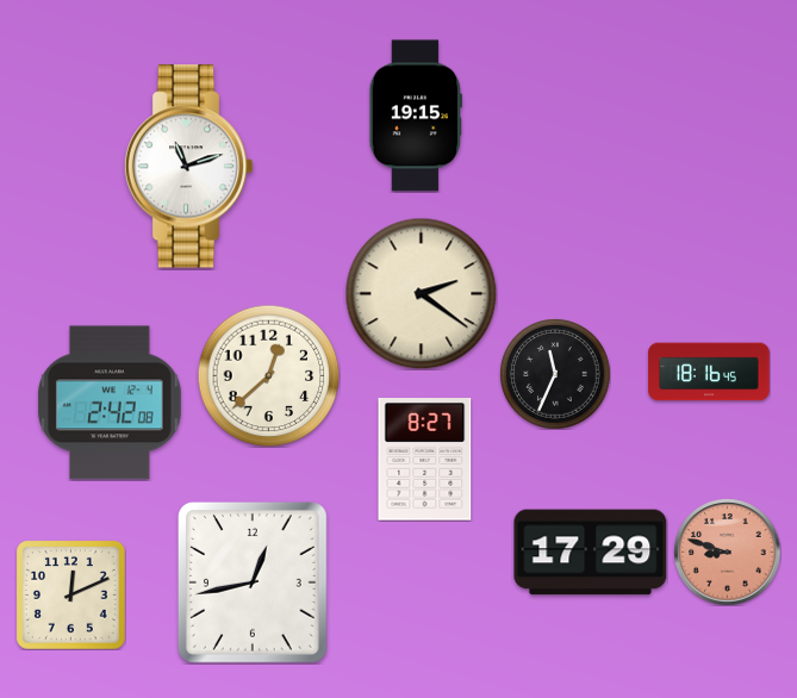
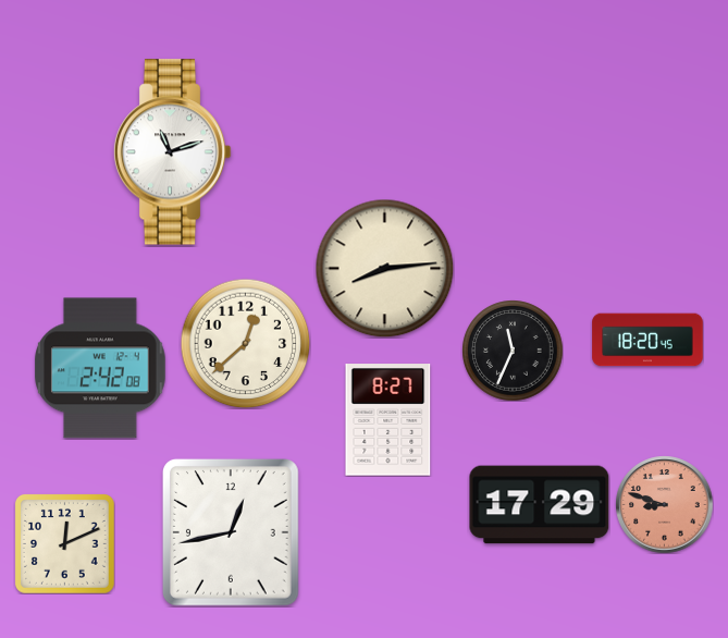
clock at (416, 116): 19:15 -> none
clock at (421, 293): 2:21 -> 8:14
clock at (709, 372): 18:16 -> 18:20
clock at (555, 374) position: (555, 374) -> (513, 351)
